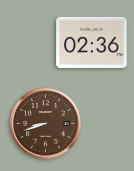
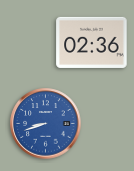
clock at (46, 124) dial: brown -> blue
